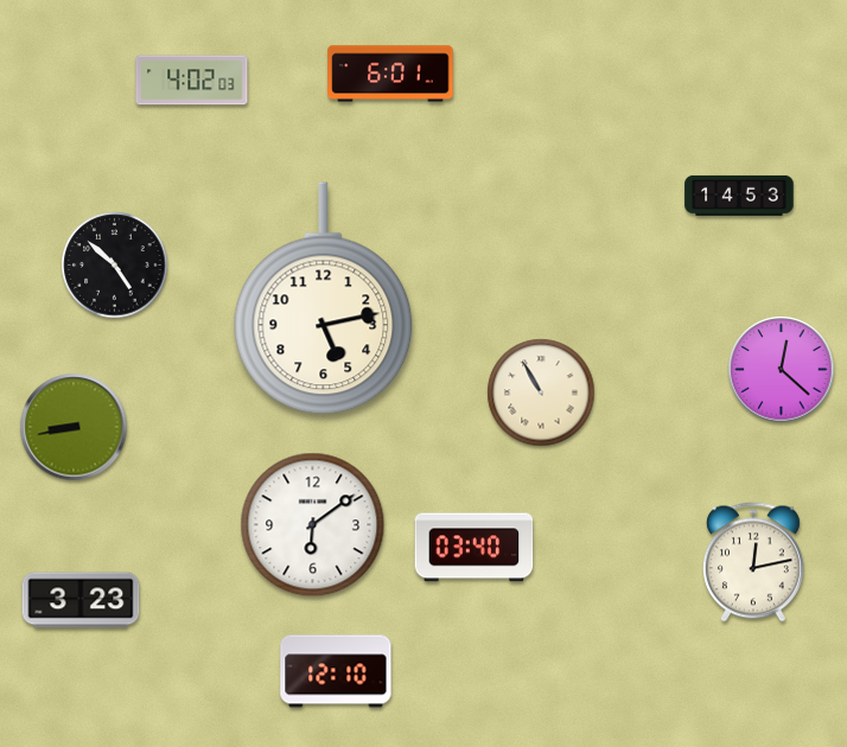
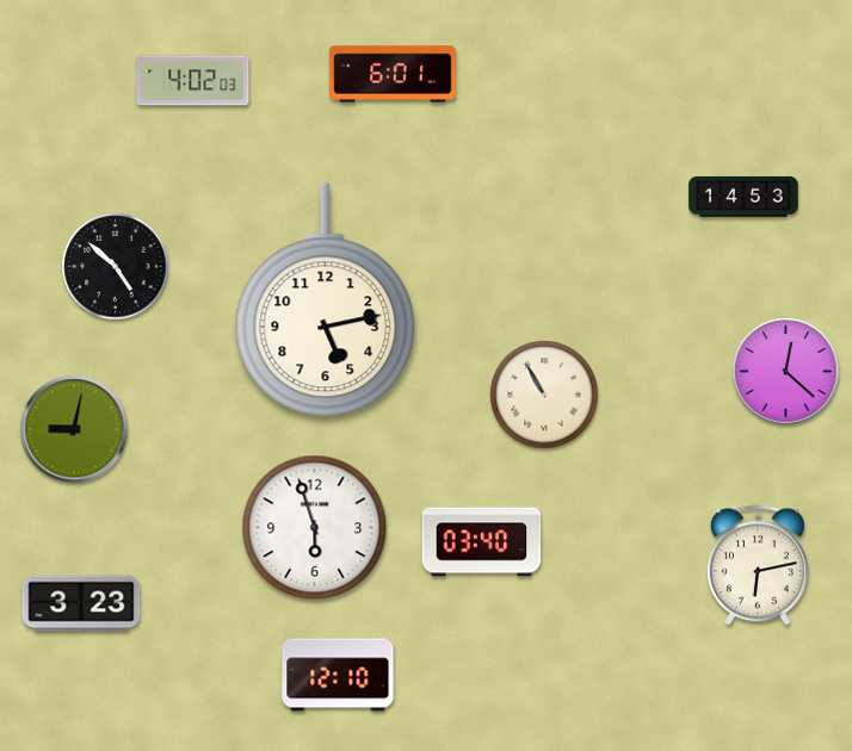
clock at (74, 427): 8:43 -> 9:02
clock at (313, 525): 6:09 -> 5:57
clock at (475, 548) position: (475, 548) -> (482, 542)
clock at (753, 562): 12:13 -> 6:13
